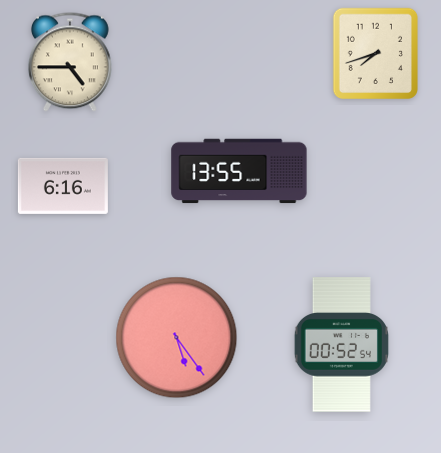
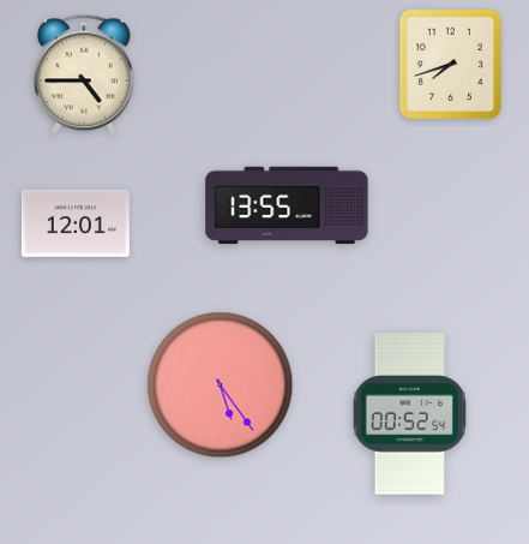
clock at (63, 186): 6:16 -> 12:01
clock at (177, 338) position: (177, 338) -> (221, 385)
